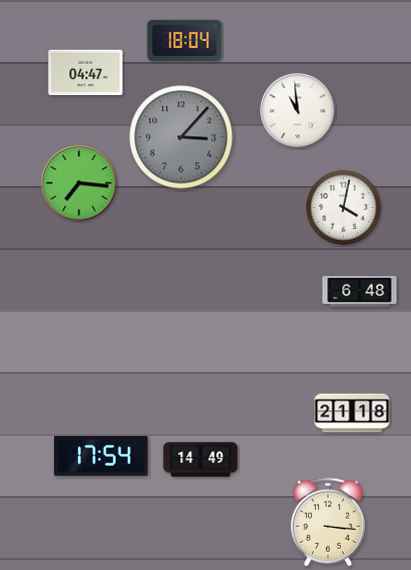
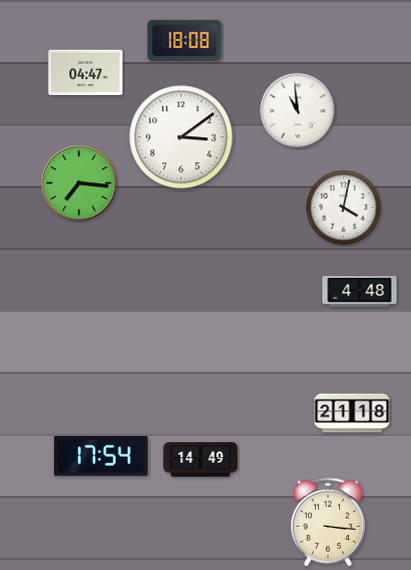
clock at (185, 40): 18:04 -> 18:08
clock at (181, 137): 3:07 -> 3:09
clock at (181, 137) dial: grey -> white
clock at (360, 291): 6:48 -> 4:48
